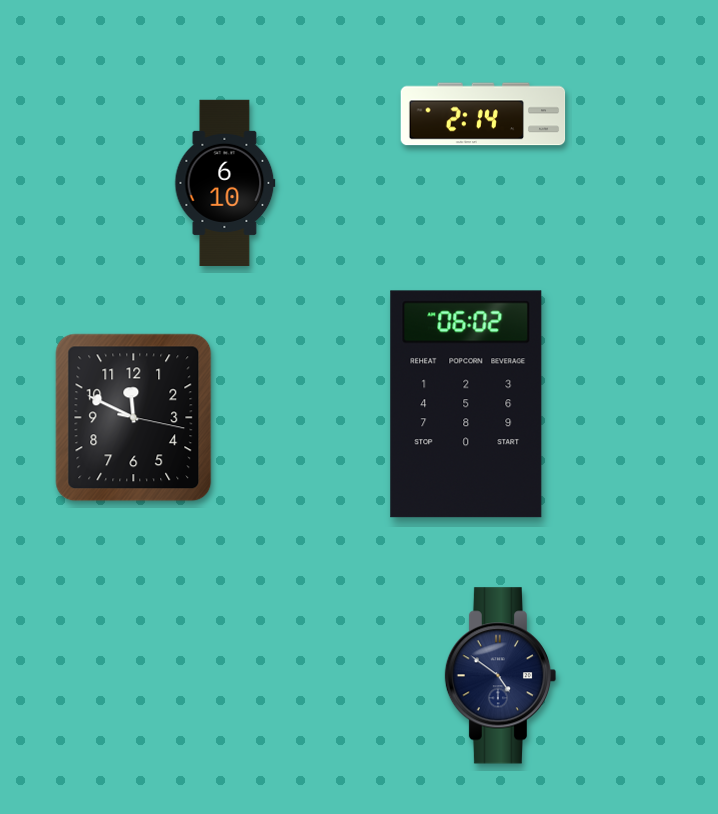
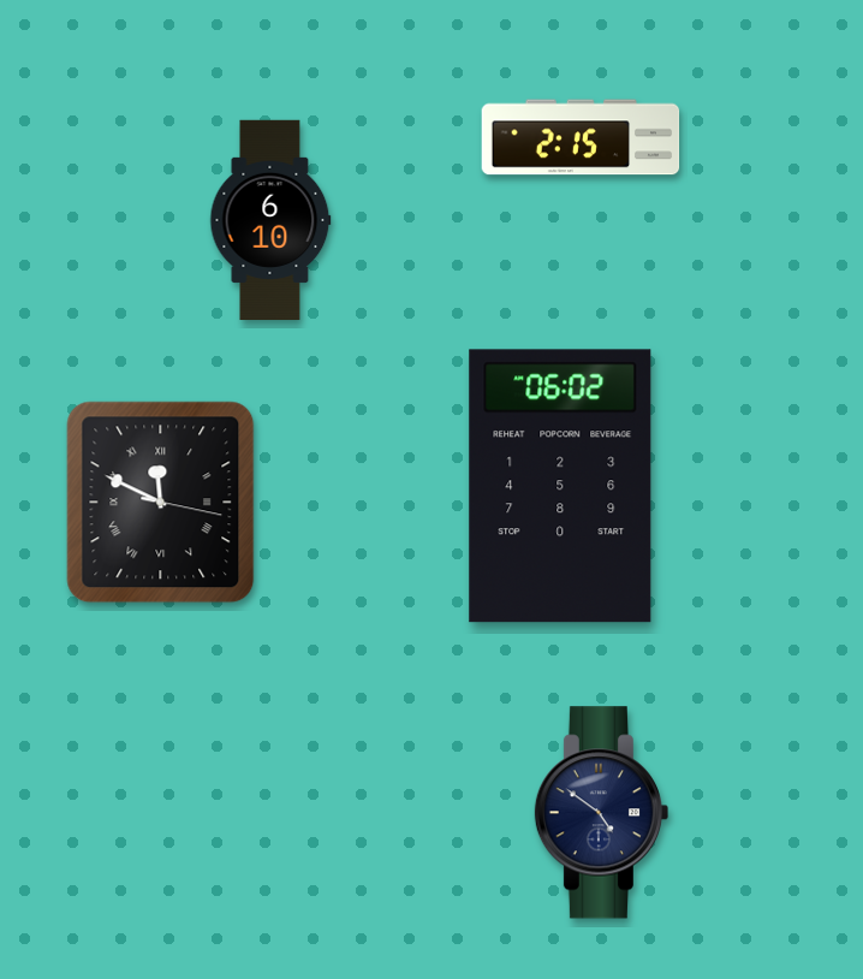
clock at (483, 114): 2:14 -> 2:15
clock at (134, 418) numerals: Arabic -> Roman
